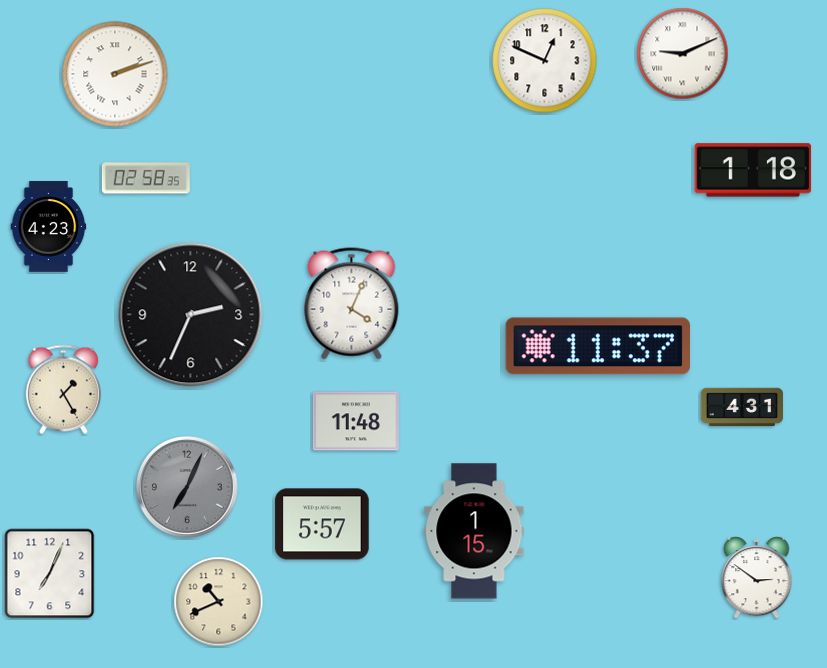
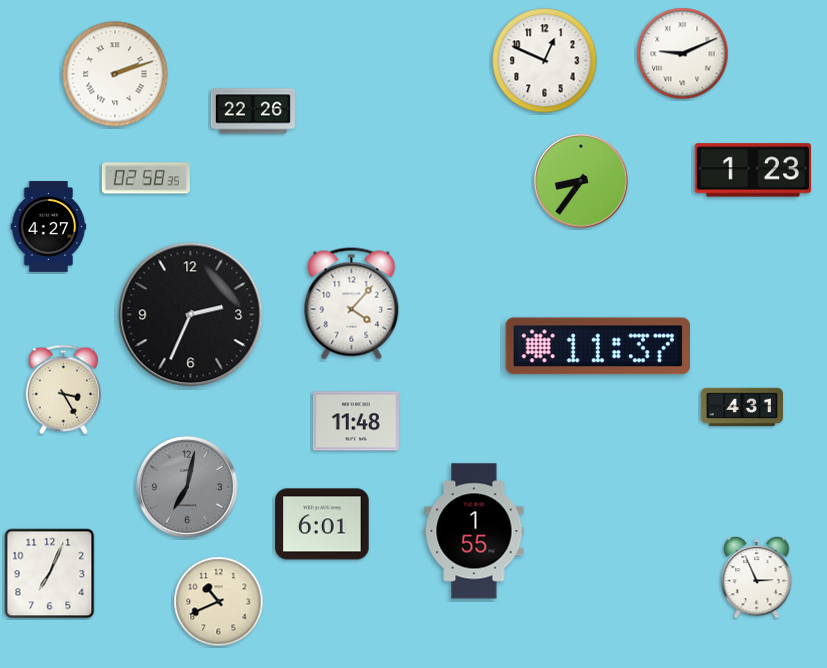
clock at (252, 111): none -> 22:26
clock at (753, 170): 1:18 -> 1:23
clock at (581, 181): none -> 8:36
clock at (49, 227): 4:23 -> 4:27
clock at (352, 304): 4:04 -> 4:07
clock at (63, 390): 1:25 -> 3:25
clock at (187, 487): 7:04 -> 7:02
clock at (322, 524): 5:57 -> 6:01
clock at (474, 531): 1:15 -> 1:55
clock at (757, 578): 2:51 -> 2:56
